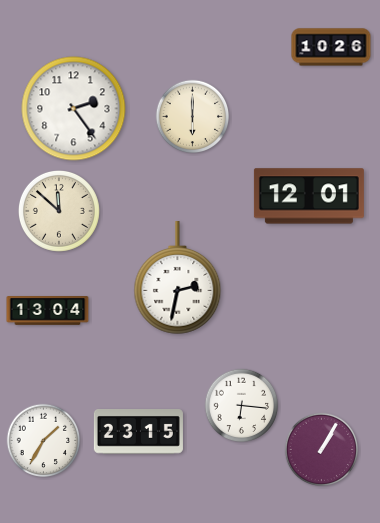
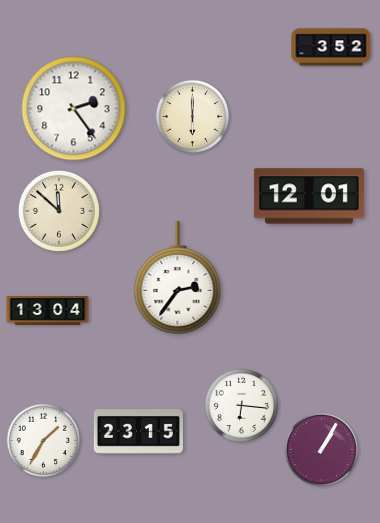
clock at (331, 47): 10:26 -> 3:52
clock at (178, 278): 2:32 -> 2:36
